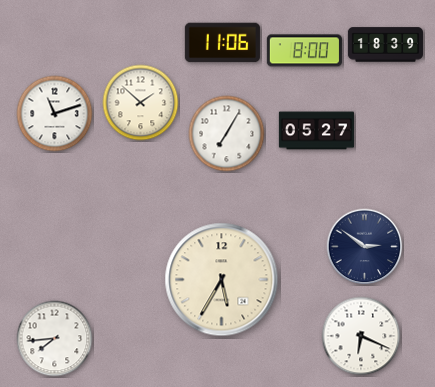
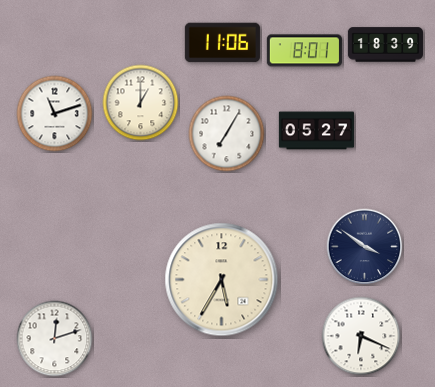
clock at (304, 51): 8:00 -> 8:01
clock at (141, 103): 1:52 -> 1:00
clock at (365, 247): 2:51 -> 3:51
clock at (55, 339): 7:44 -> 12:12
